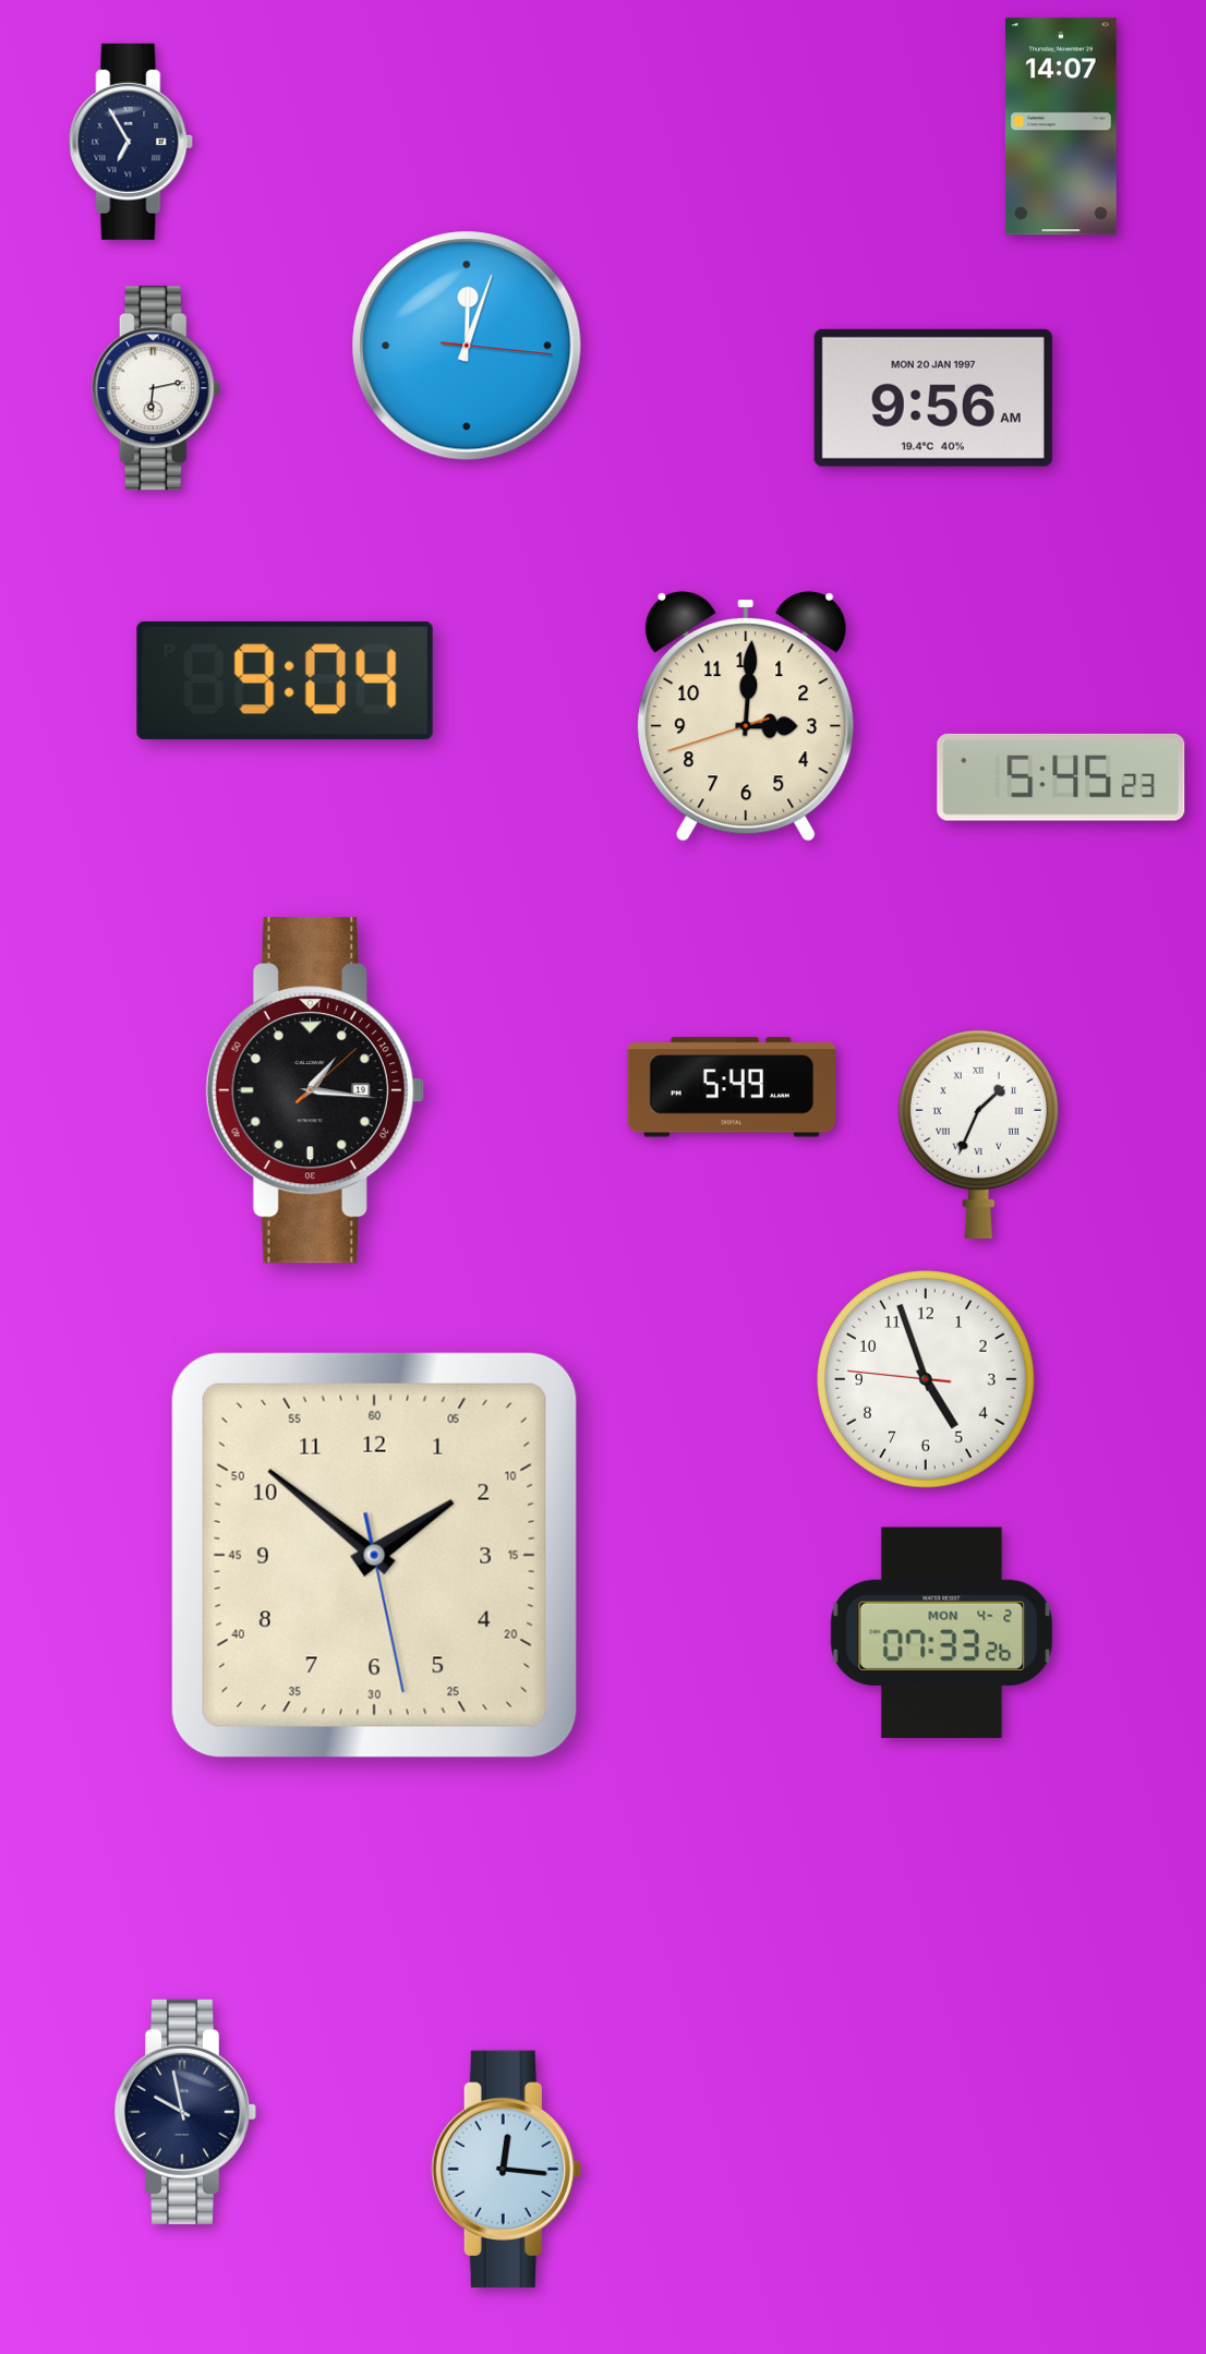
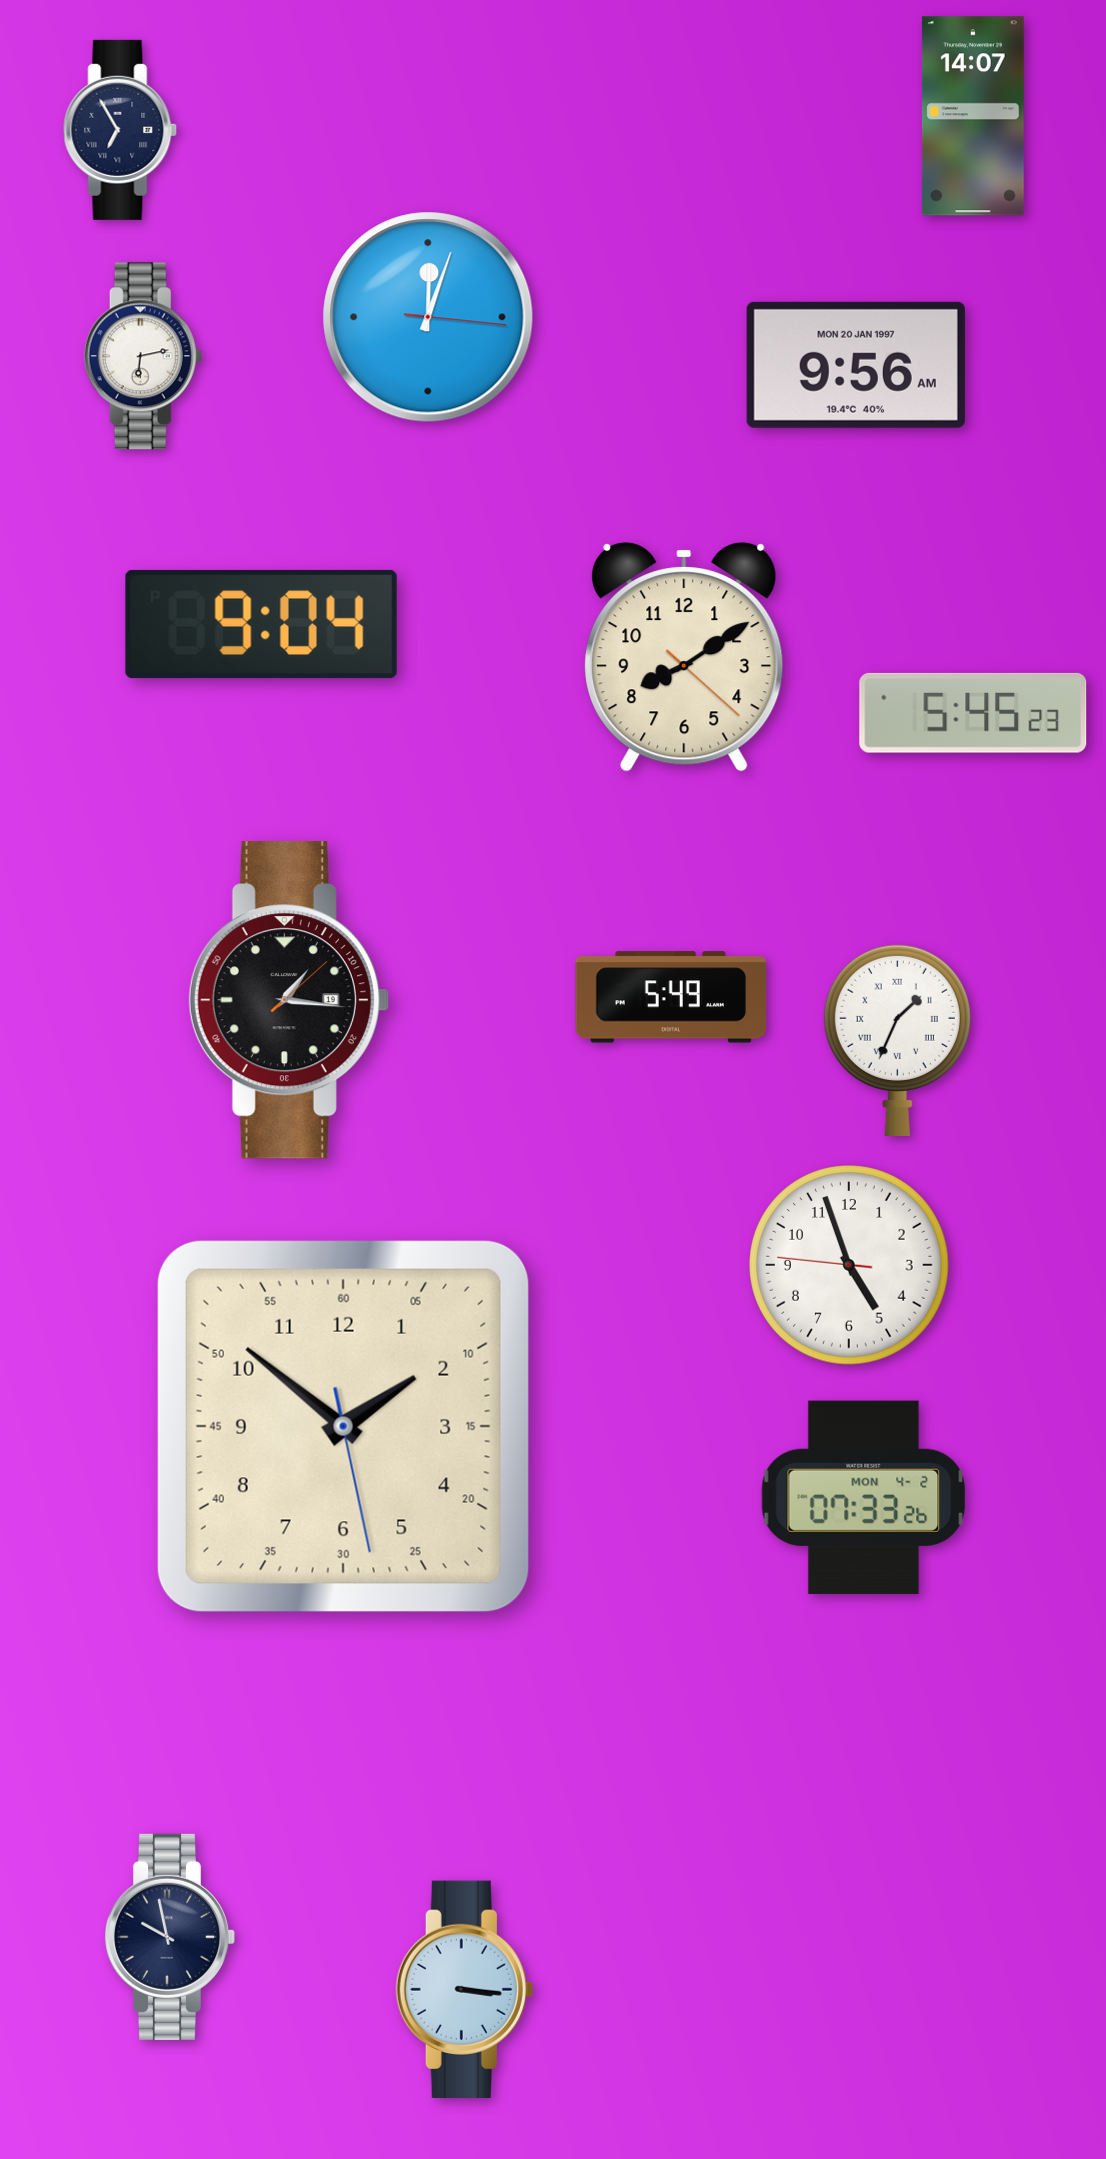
clock at (746, 716): 3:00 -> 8:09
clock at (506, 2169): 12:16 -> 3:16
